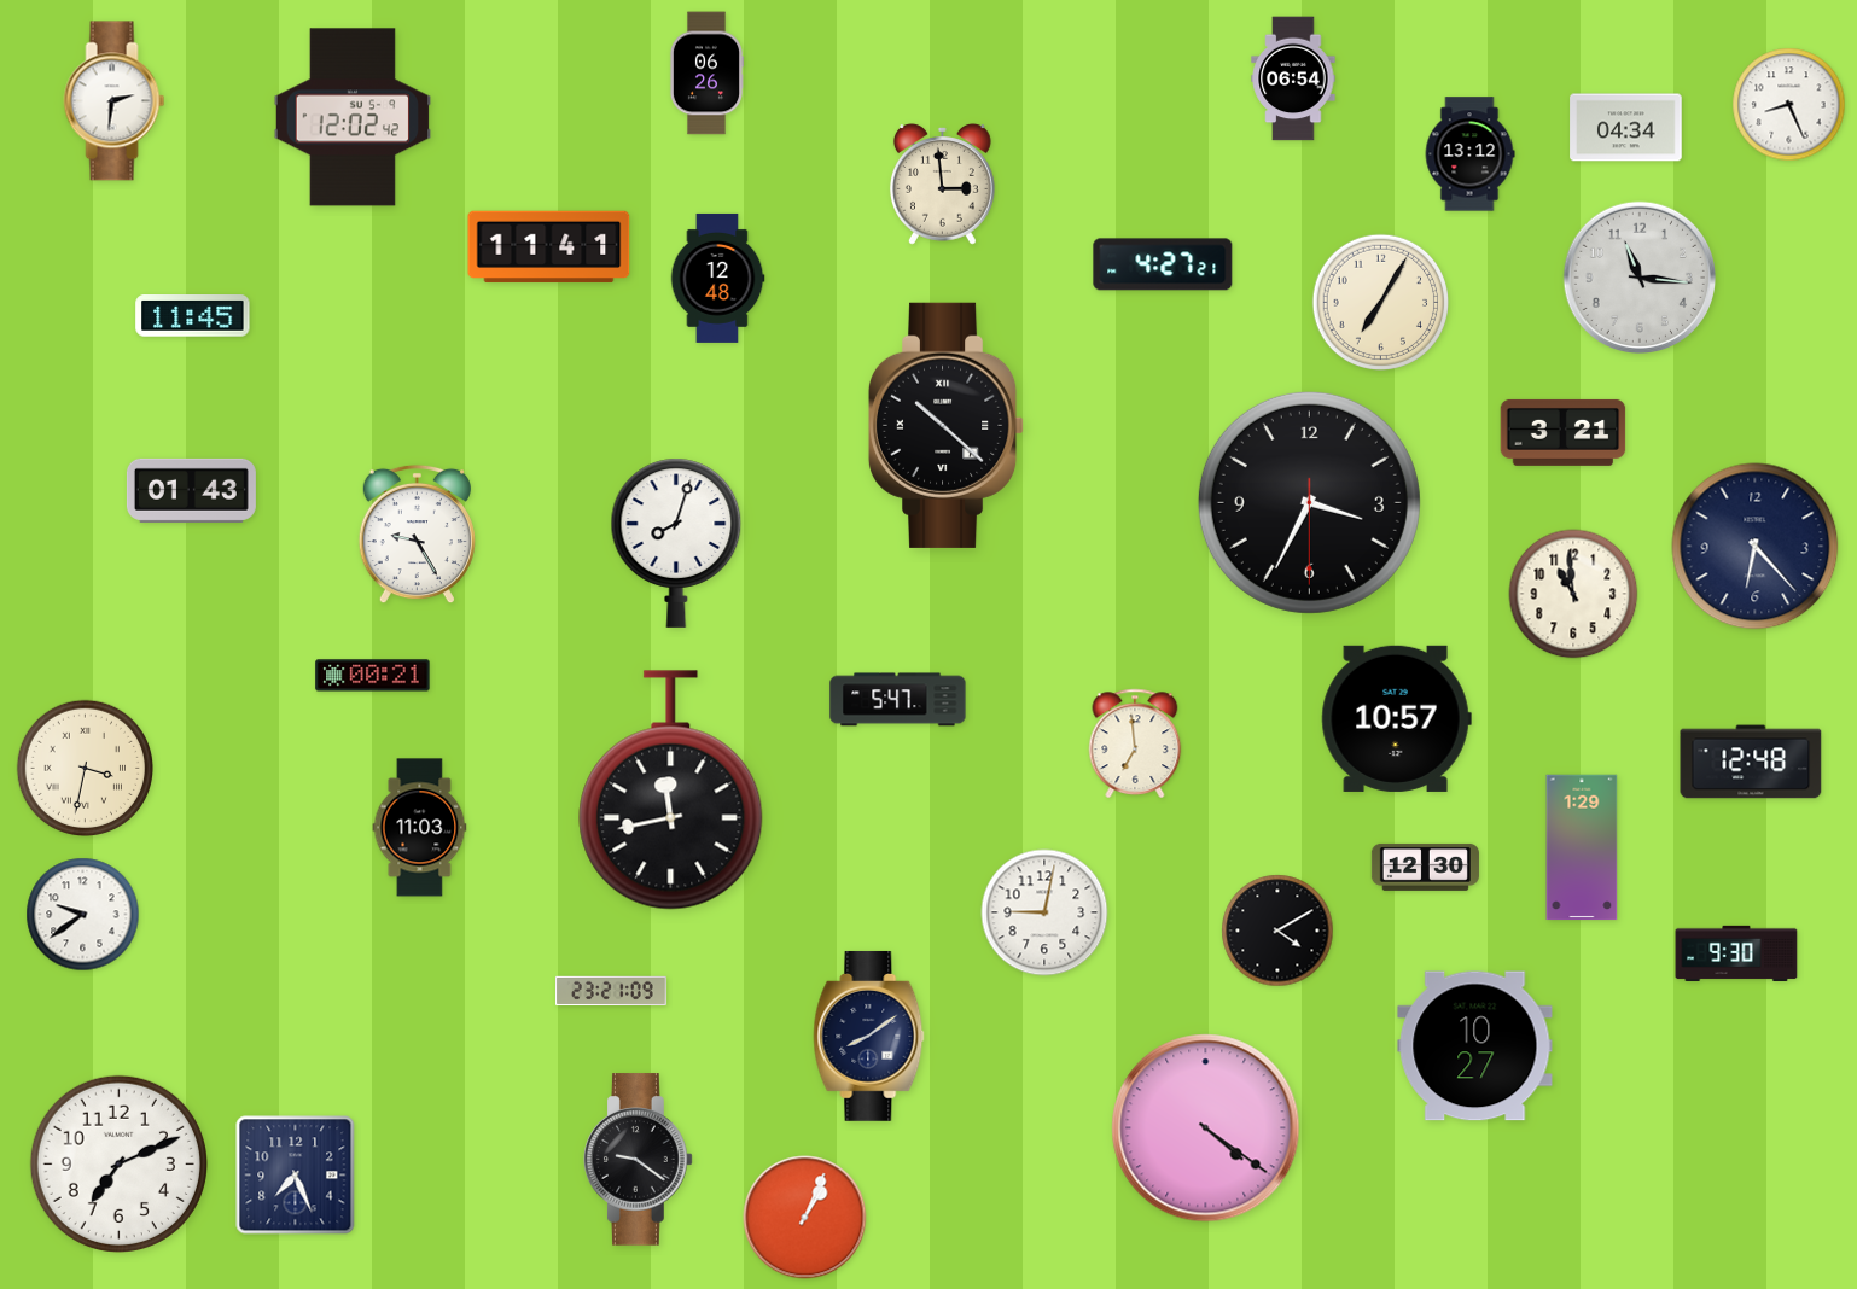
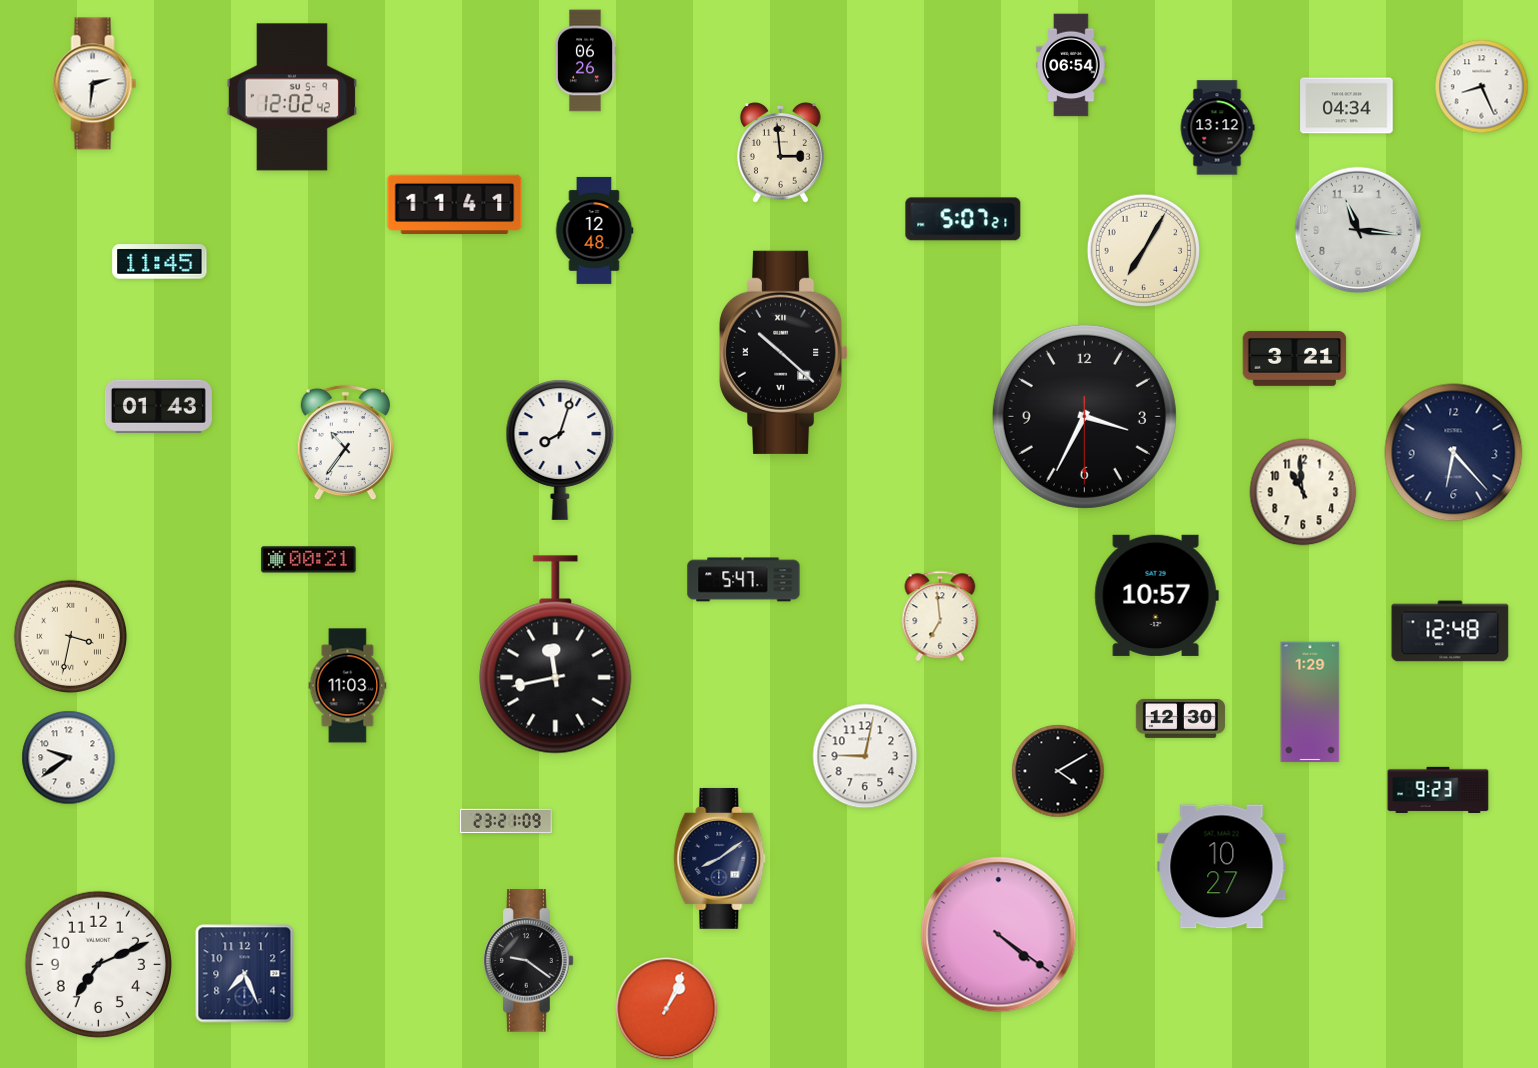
clock at (1163, 264): 4:27 -> 5:07
clock at (417, 535): 9:25 -> 10:36
clock at (1736, 952): 9:30 -> 9:23
